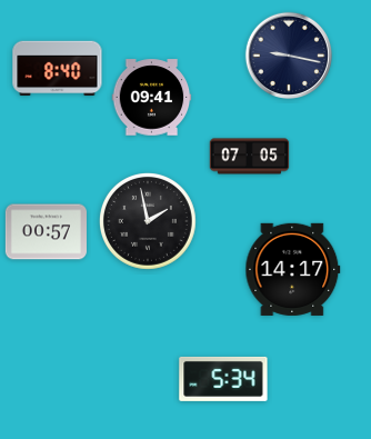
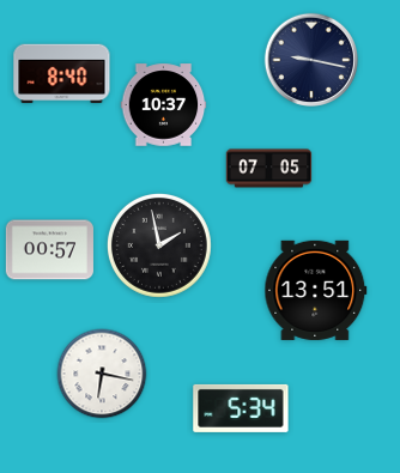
clock at (152, 98): 09:41 -> 10:37
clock at (148, 221) position: (148, 221) -> (159, 245)
clock at (293, 269): 14:17 -> 13:51
clock at (102, 374): none -> 6:17
